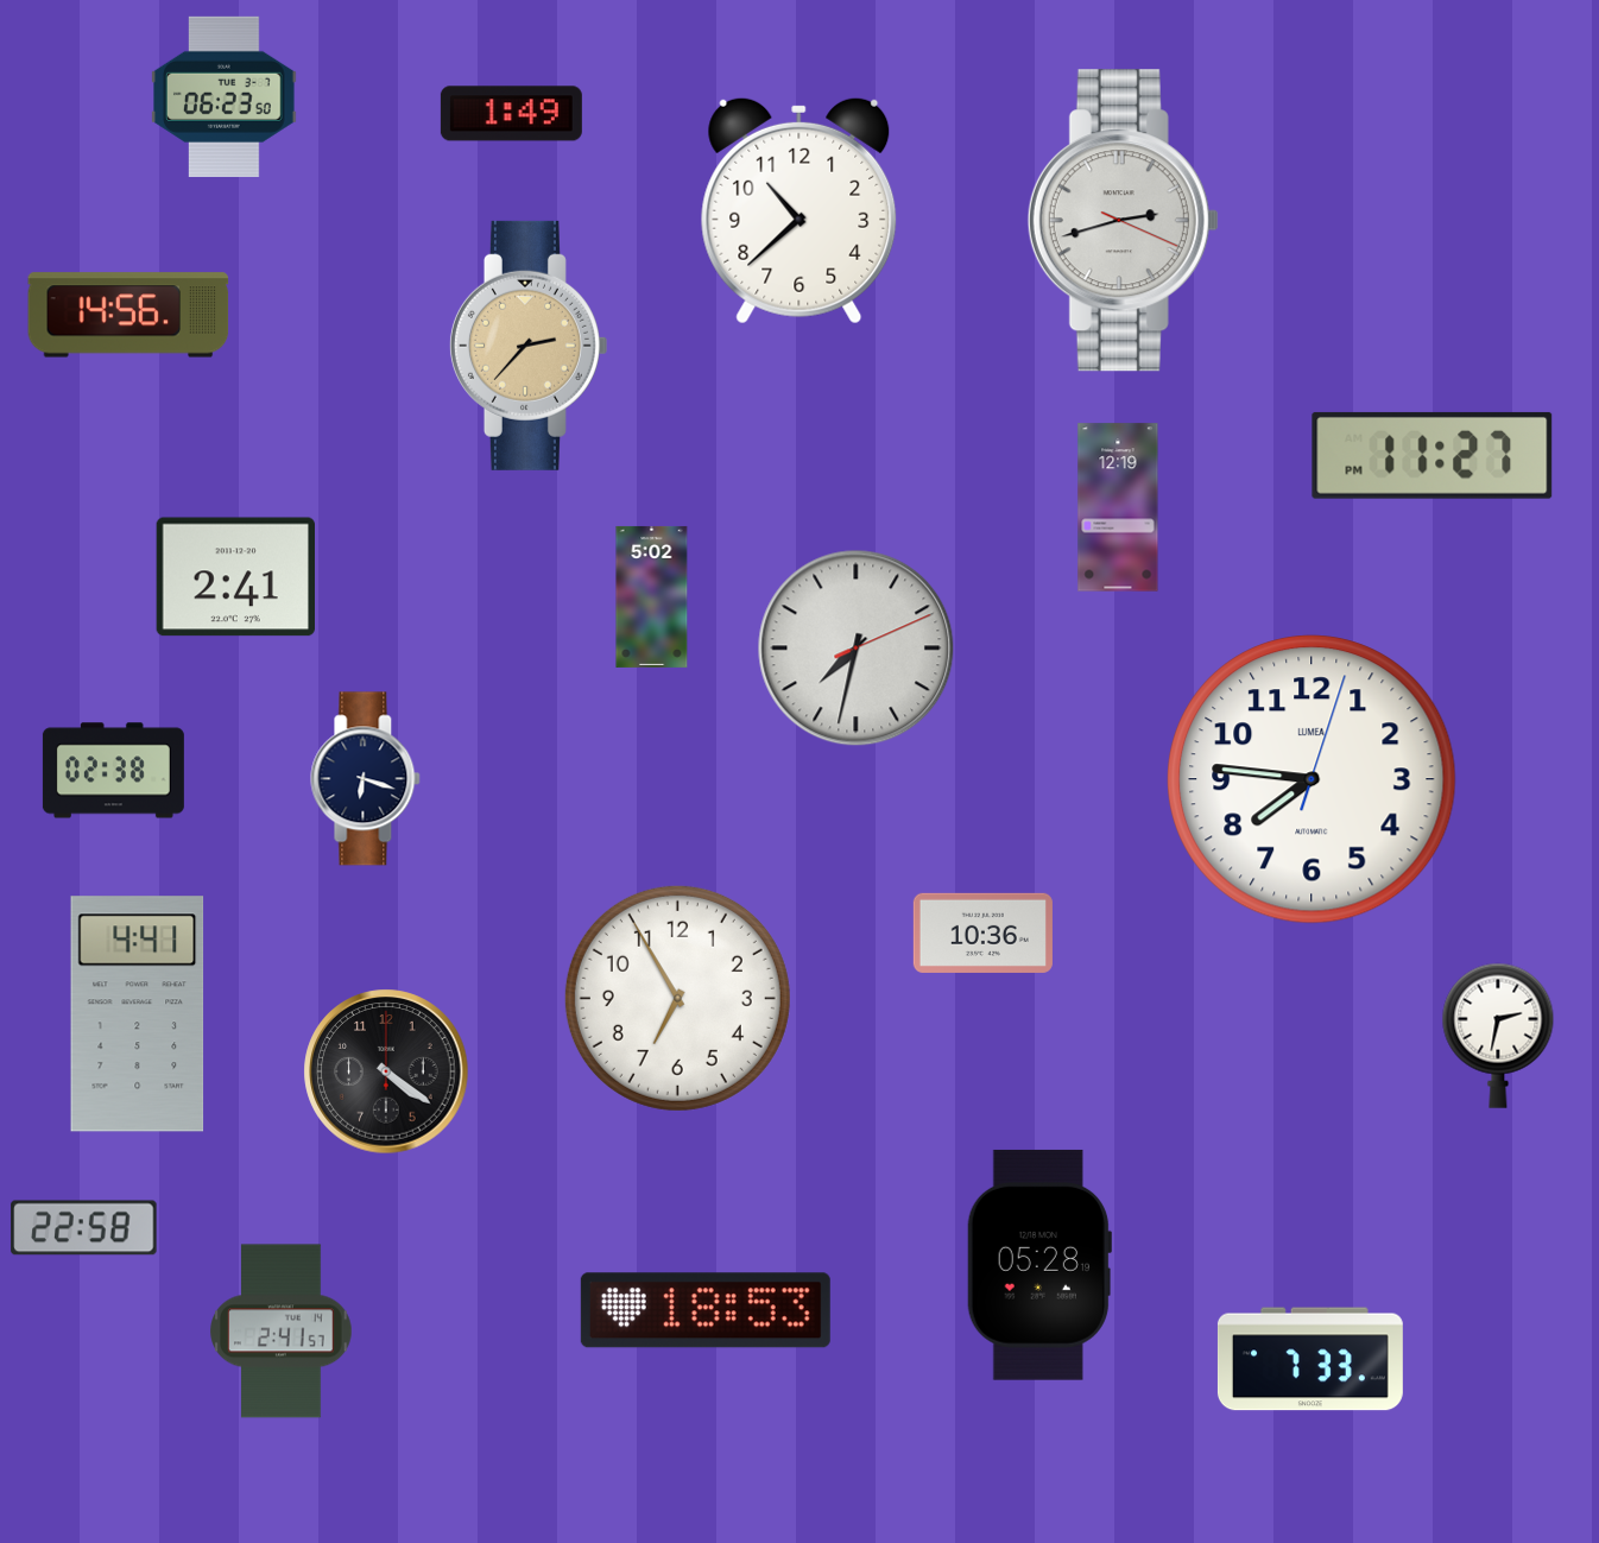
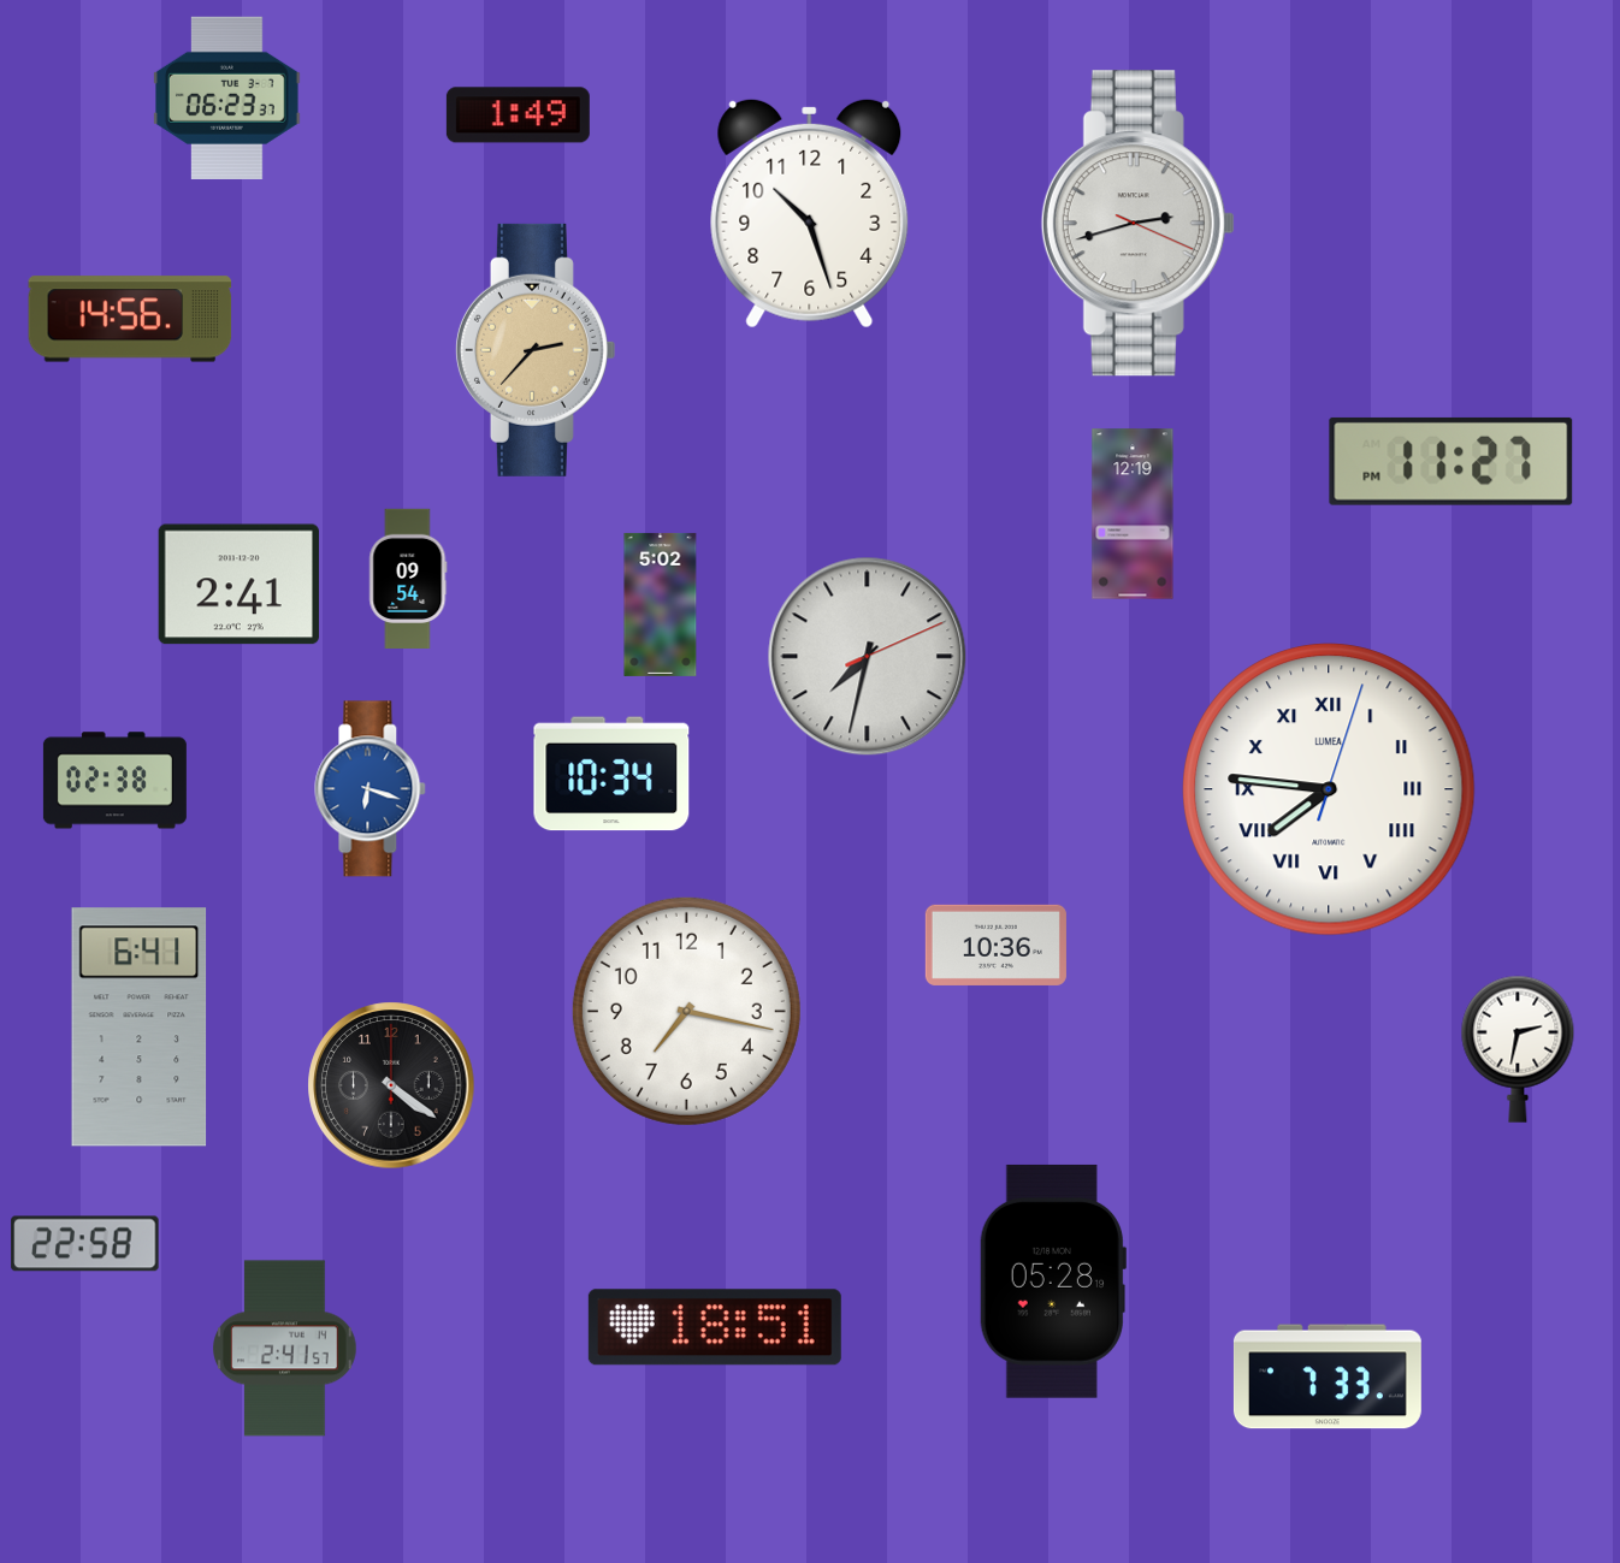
clock at (225, 96): 06:23:50 -> 06:23:37
clock at (799, 210): 10:38 -> 10:27
clock at (408, 578): none -> 09:54
clock at (611, 774): none -> 10:34
clock at (366, 779) dial: navy -> blue
clock at (1312, 779) numerals: Arabic -> Roman
clock at (677, 998): 6:55 -> 7:17
clock at (138, 1014): 4:41 -> 6:41
clock at (706, 1310): 18:53 -> 18:51
